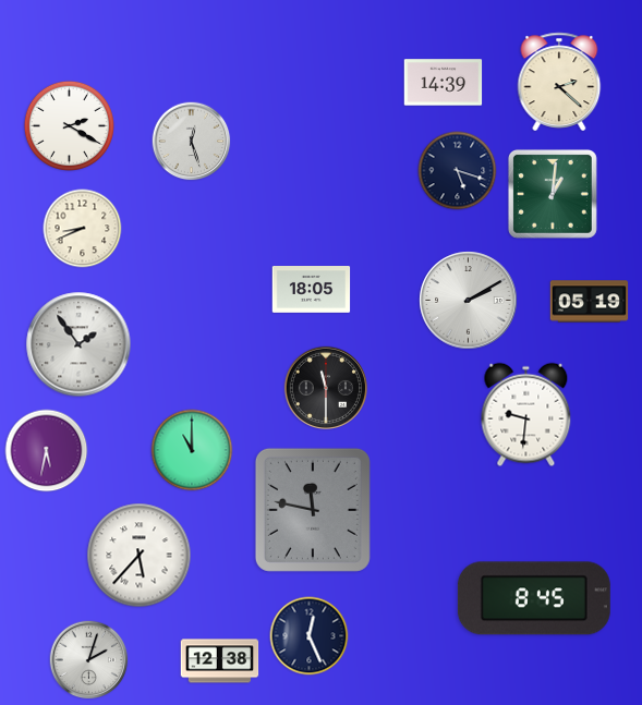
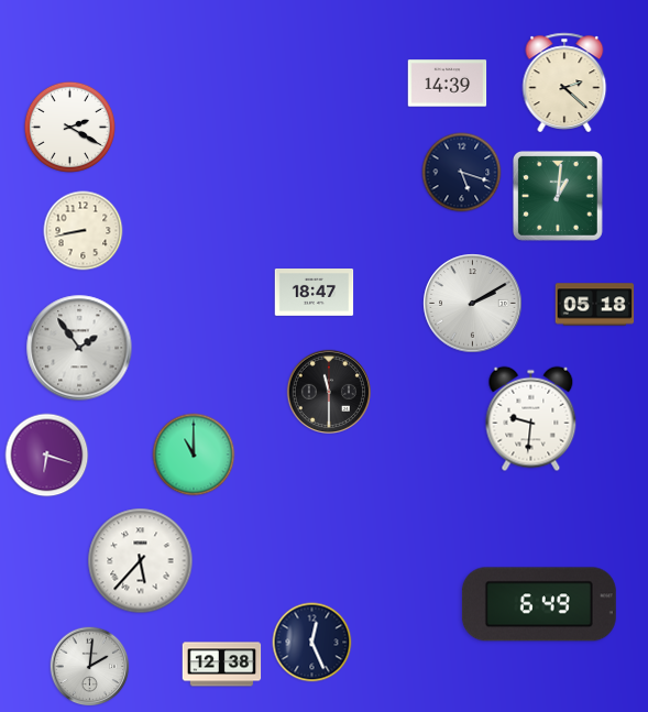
clock at (192, 142): 12:27 -> none
clock at (83, 229): 8:41 -> 8:43
clock at (312, 290): 18:05 -> 18:47
clock at (590, 302): 05:19 -> 05:18
clock at (47, 451): 5:32 -> 6:18
clock at (313, 510): 11:47 -> none
clock at (534, 598): 8:45 -> 6:49
clock at (89, 660): 2:03 -> 2:01
clock at (220, 661) position: (220, 661) -> (222, 665)
